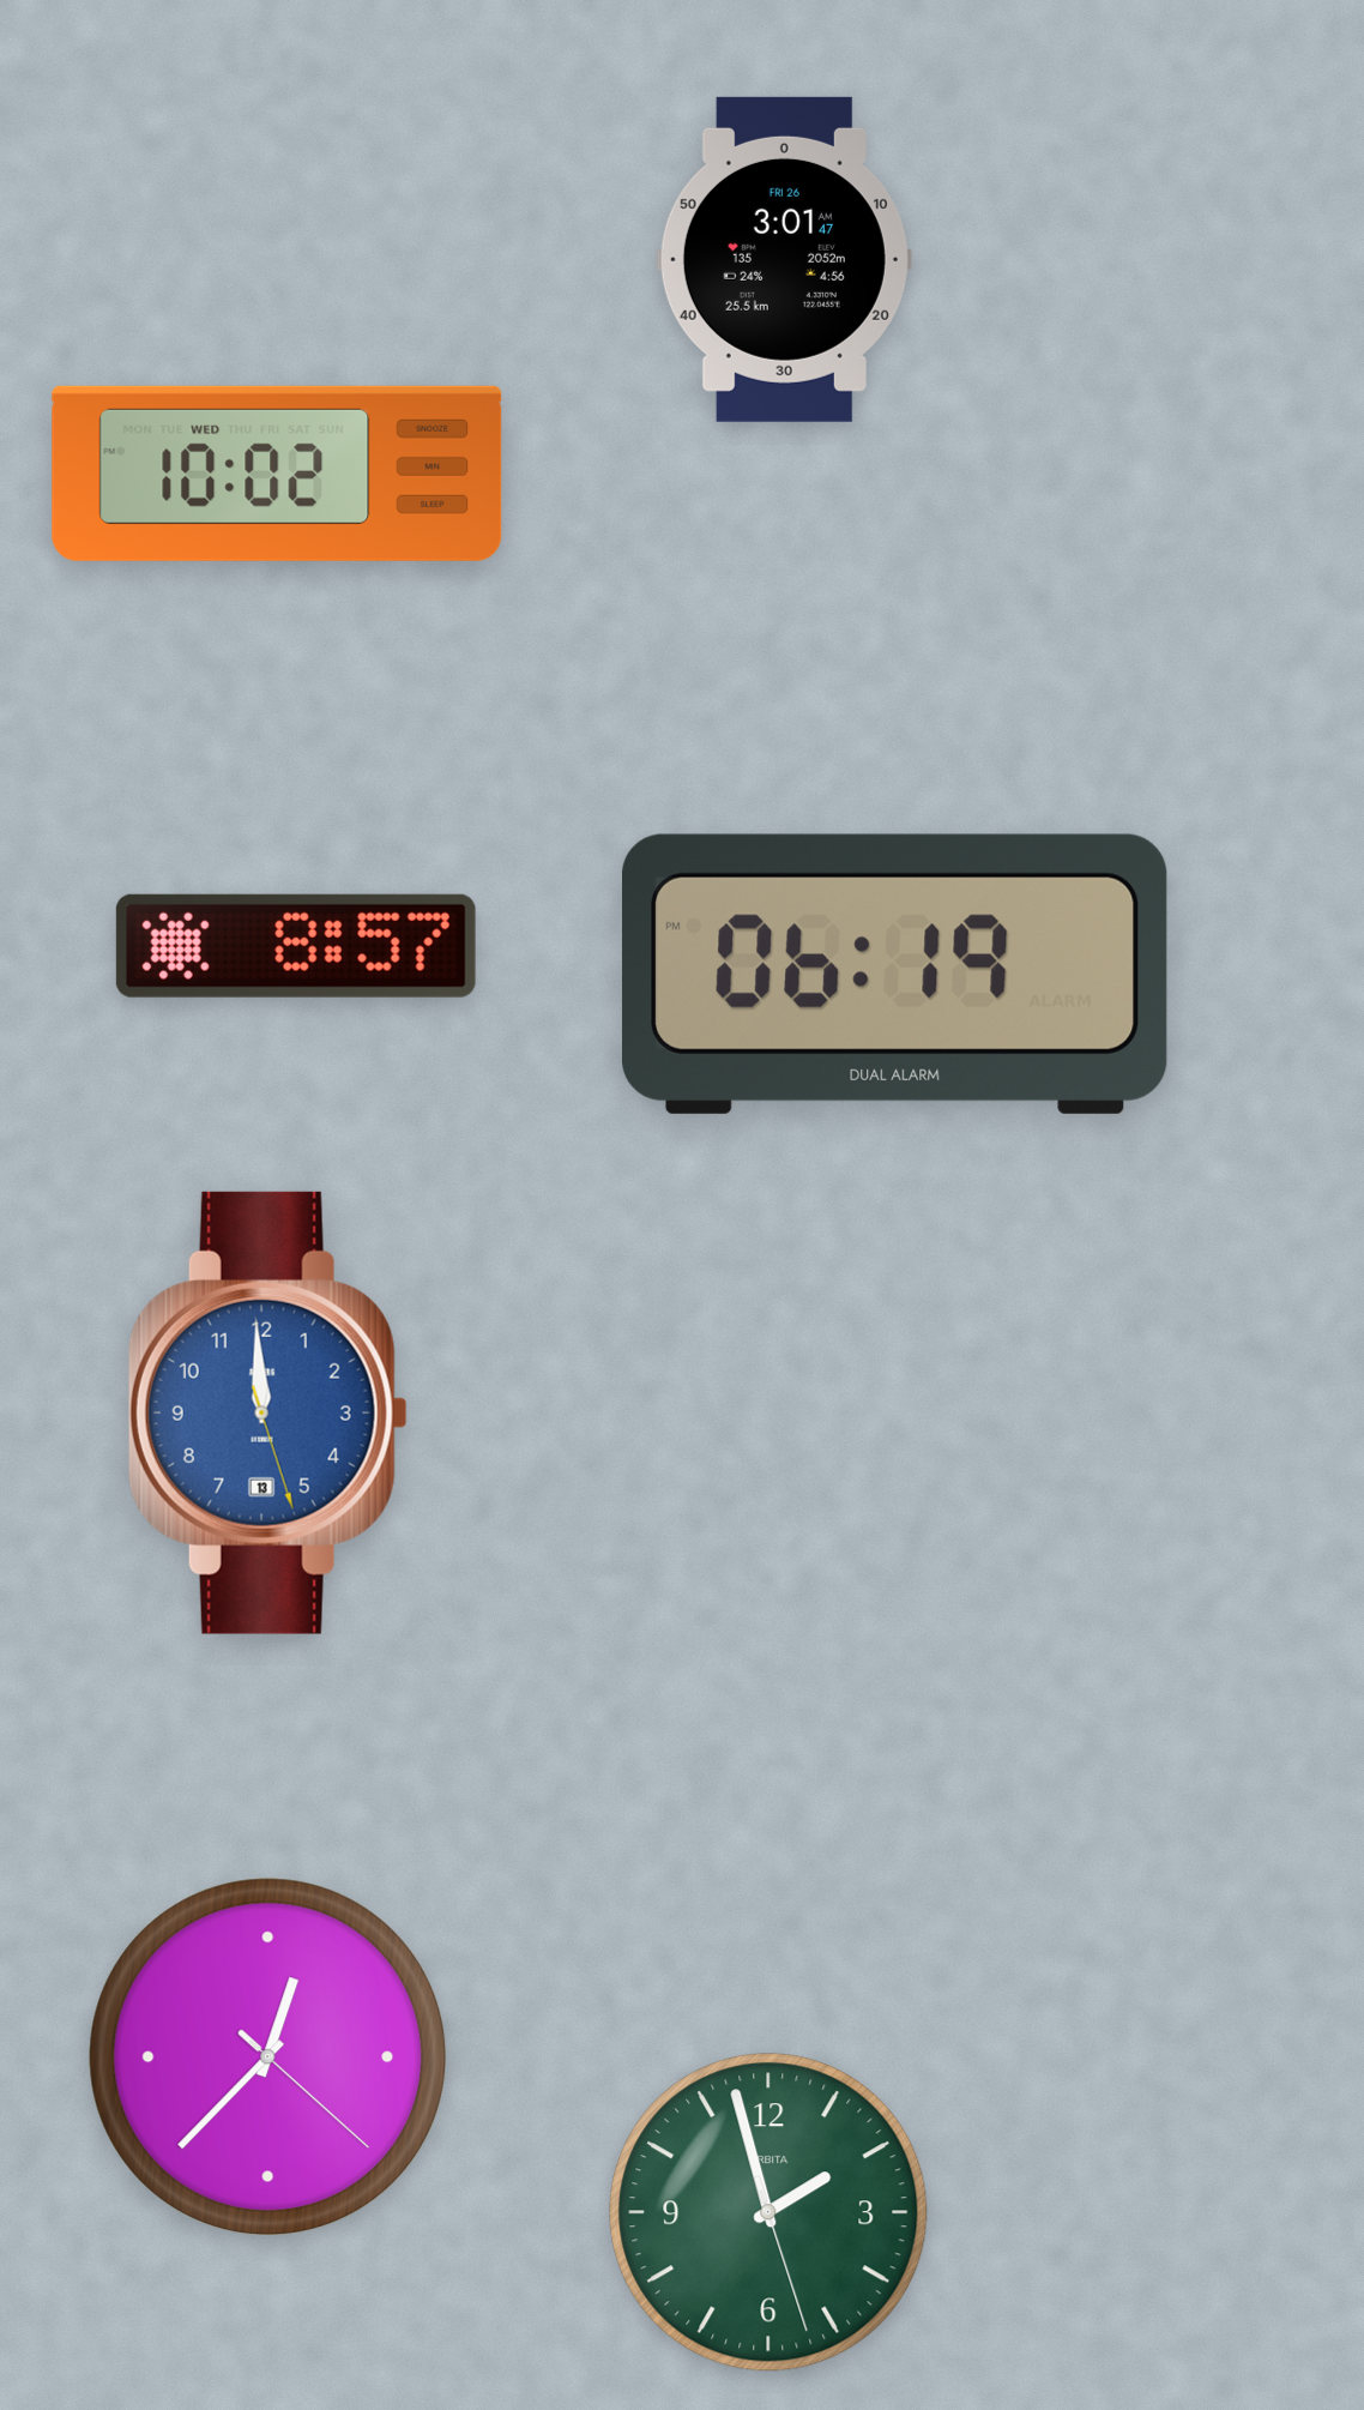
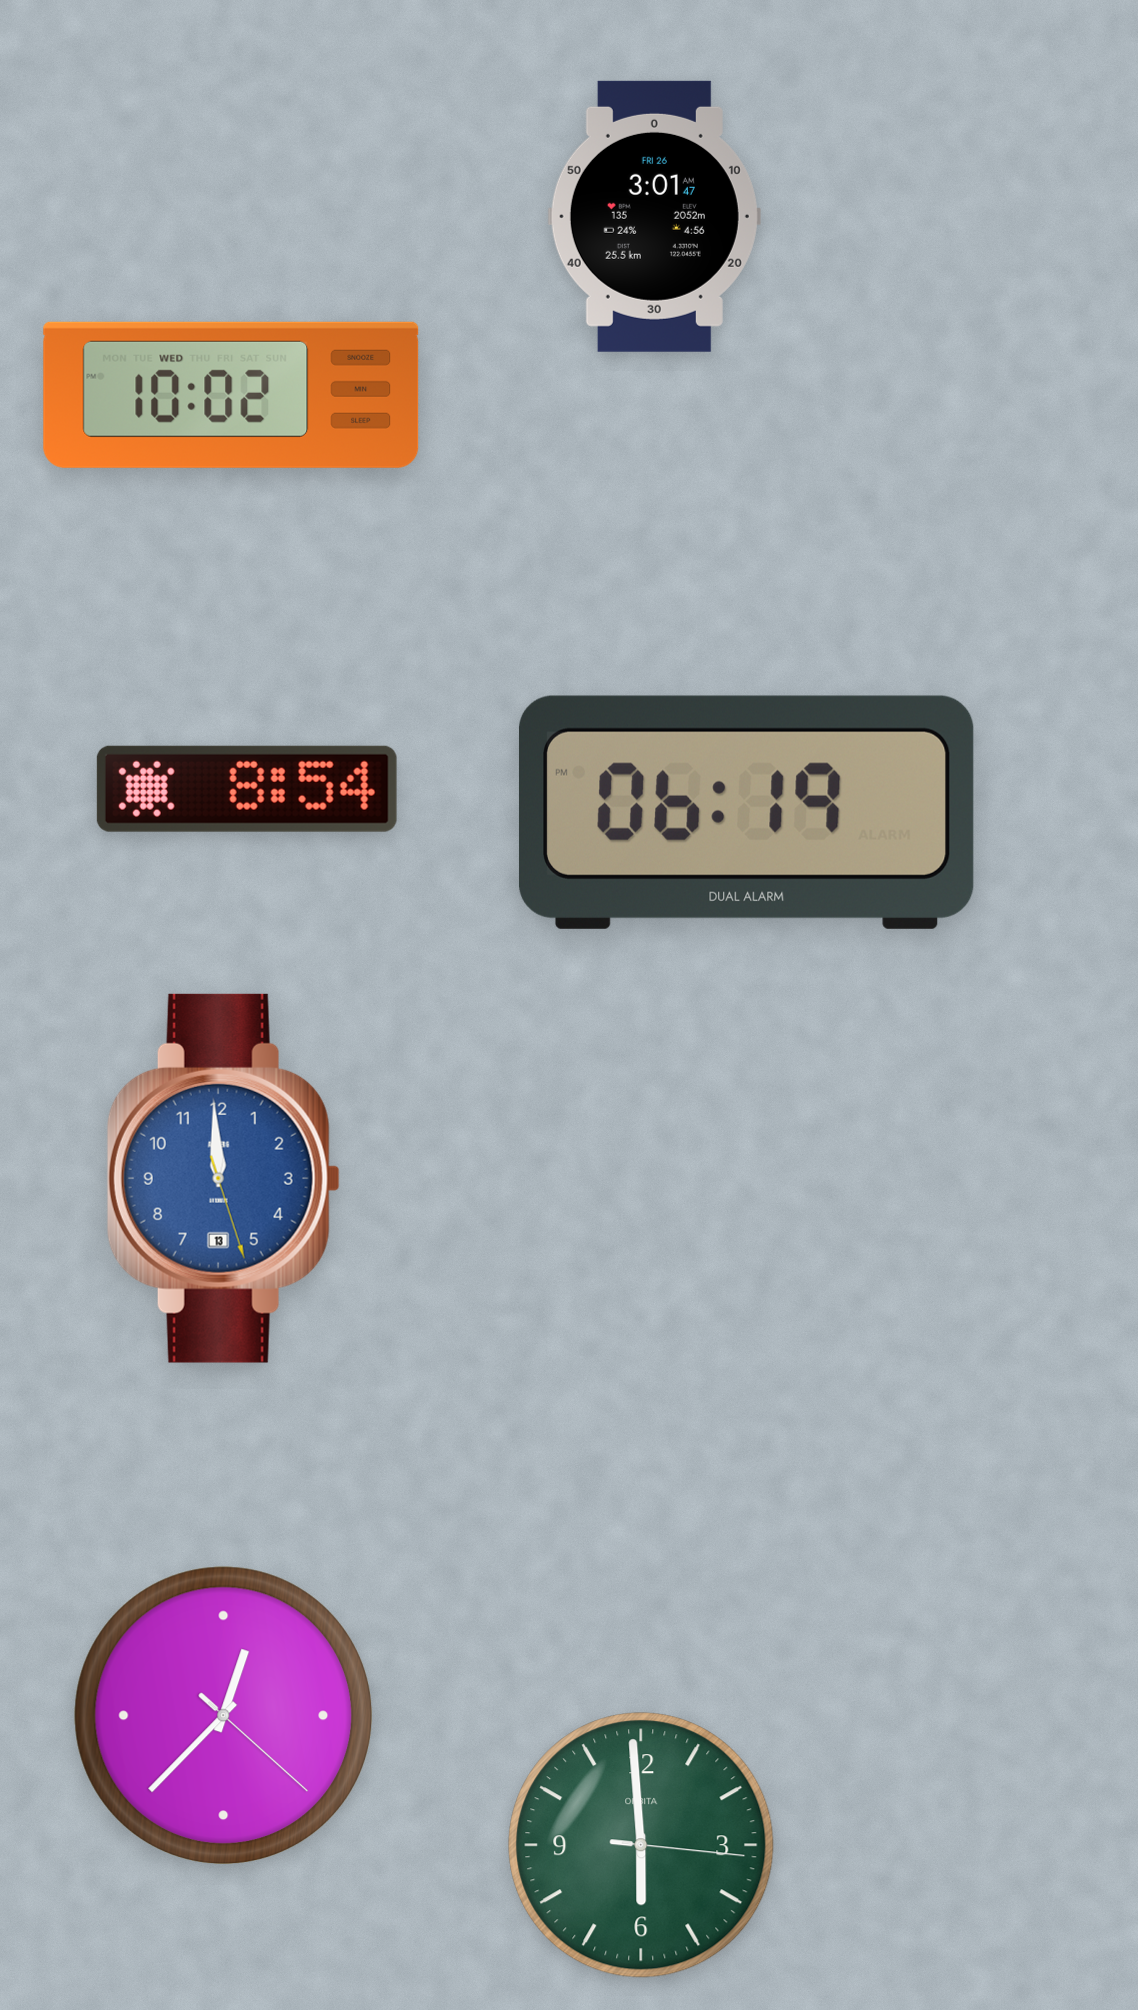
clock at (296, 946): 8:57 -> 8:54
clock at (768, 2212): 1:57 -> 5:59
